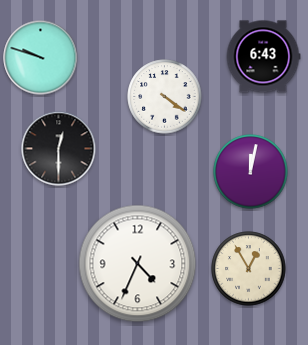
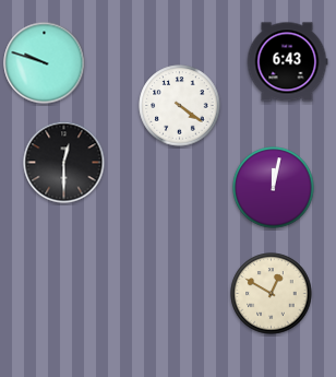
clock at (138, 264): 4:34 -> none
clock at (249, 269): 12:55 -> 12:50
